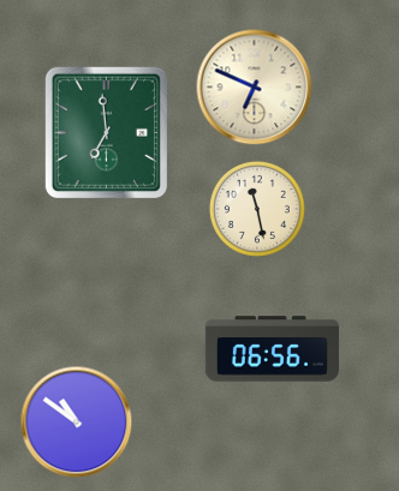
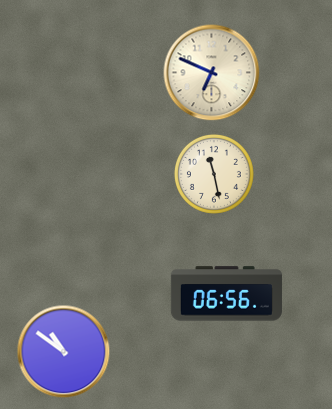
clock at (106, 132): 6:59 -> none
clock at (272, 349) position: (272, 349) -> (226, 294)
